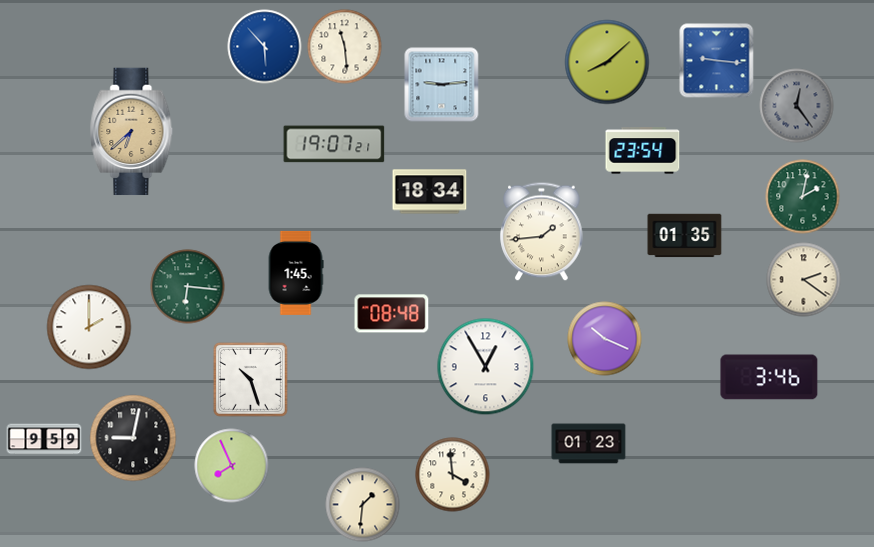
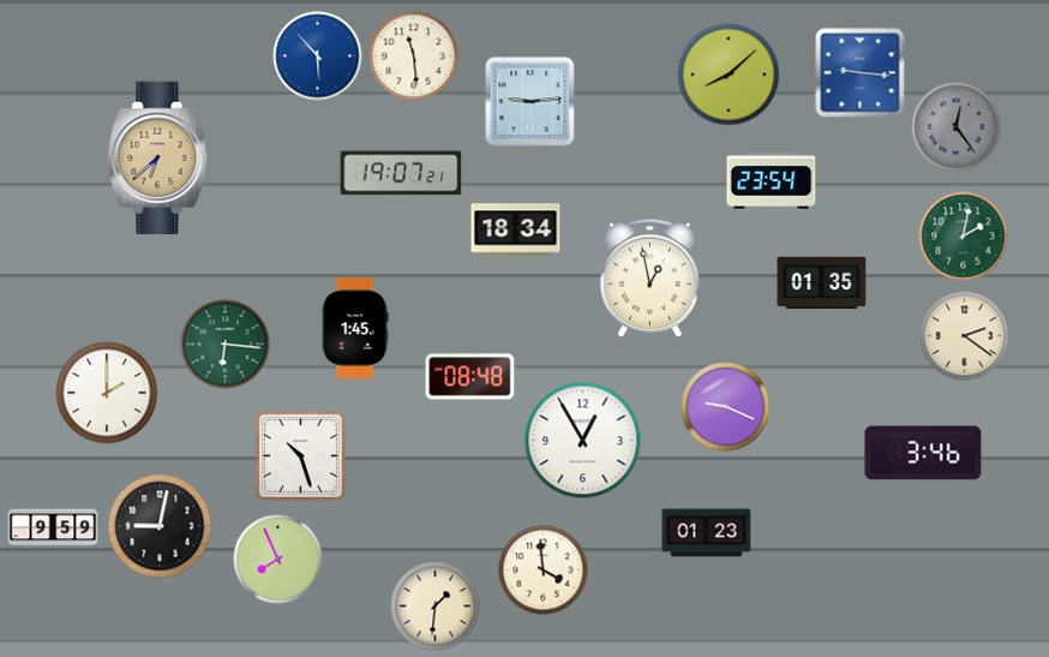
clock at (542, 232): 1:44 -> 12:58
clock at (605, 339): 10:19 -> 9:19
